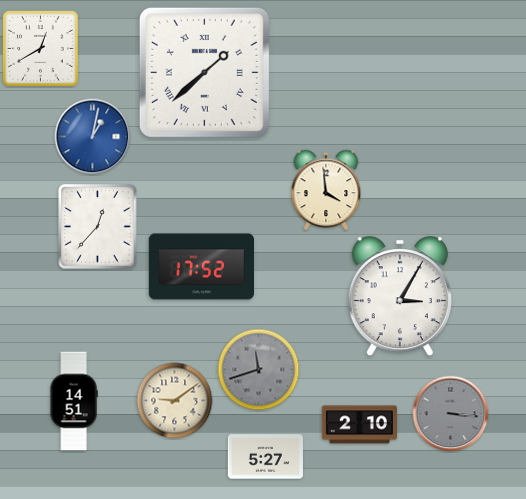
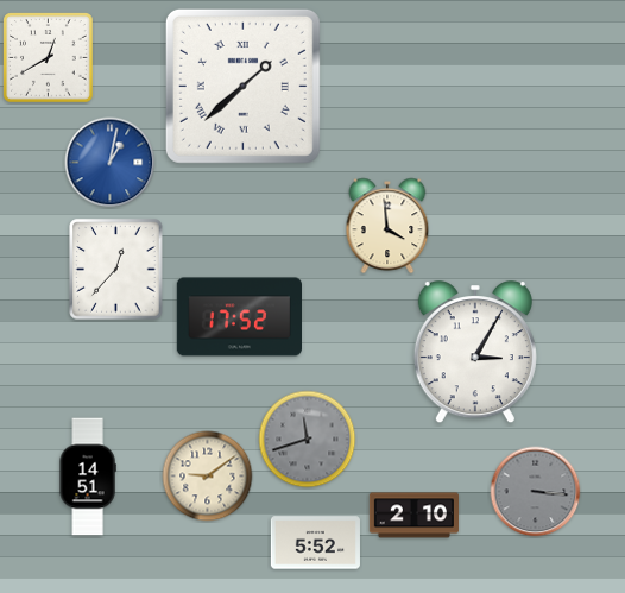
clock at (359, 425) position: (359, 425) -> (413, 516)
clock at (265, 457): 5:27 -> 5:52
